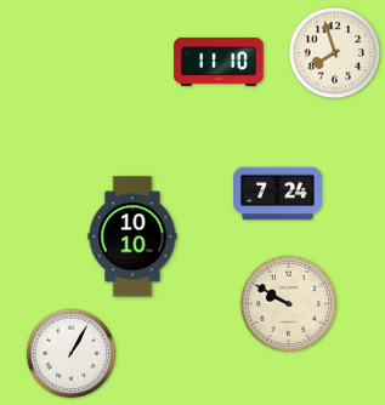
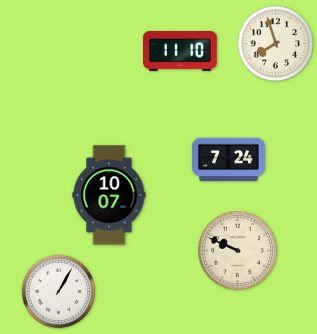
clock at (132, 236): 10:10 -> 10:07
clock at (288, 303): 9:50 -> 9:49
